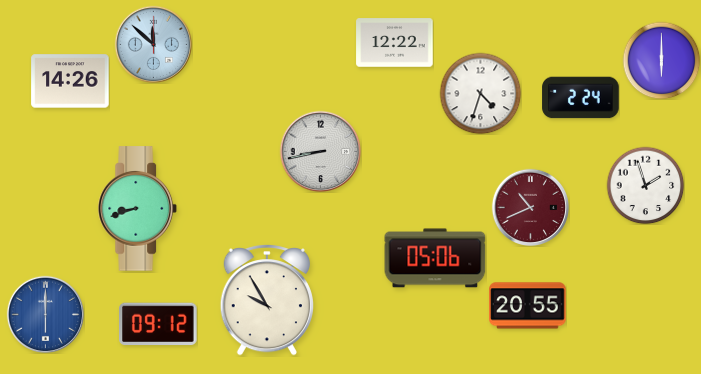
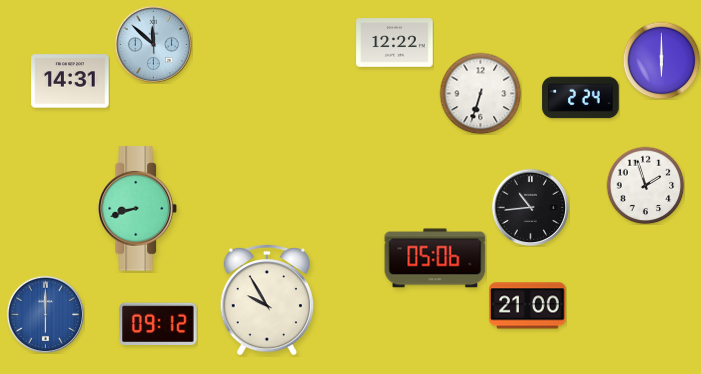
clock at (70, 81): 14:26 -> 14:31
clock at (480, 93): 4:33 -> 6:33
clock at (320, 151): 8:43 -> none
clock at (530, 207): 10:41 -> 10:44
clock at (530, 207) dial: burgundy -> black
clock at (528, 306): 20:55 -> 21:00
